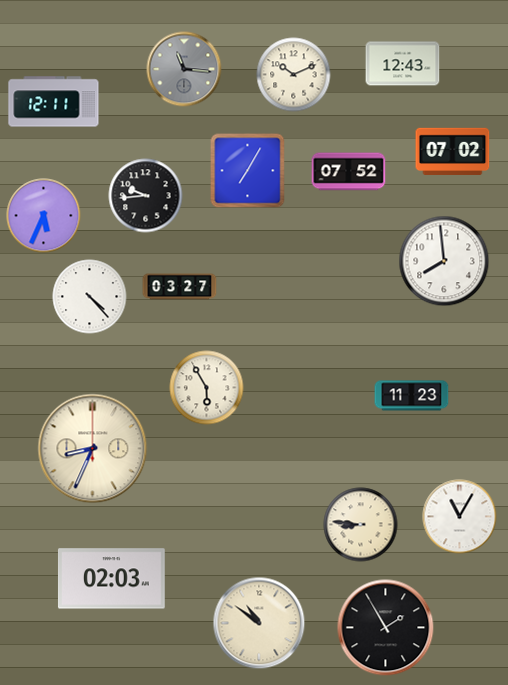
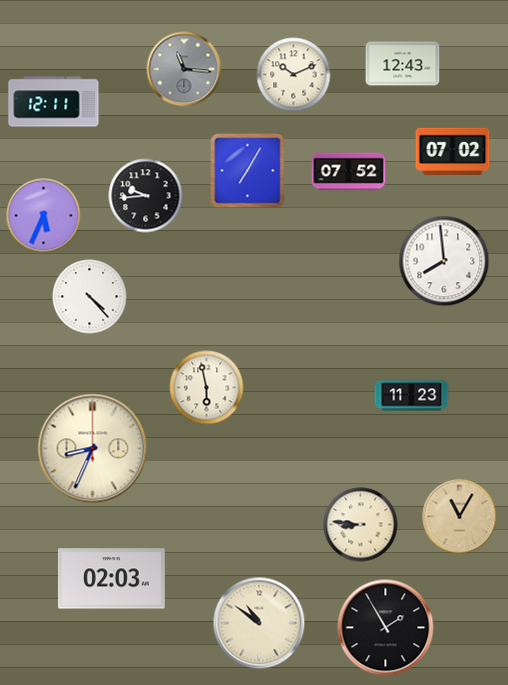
clock at (180, 287): 03:27 -> none
clock at (207, 388): 5:55 -> 5:58
clock at (460, 517) dial: white -> champagne
